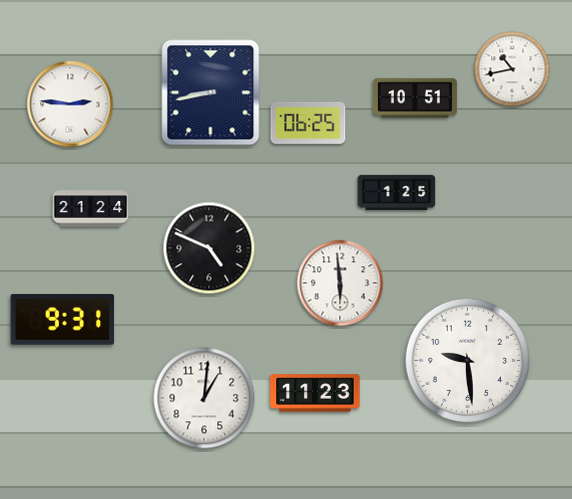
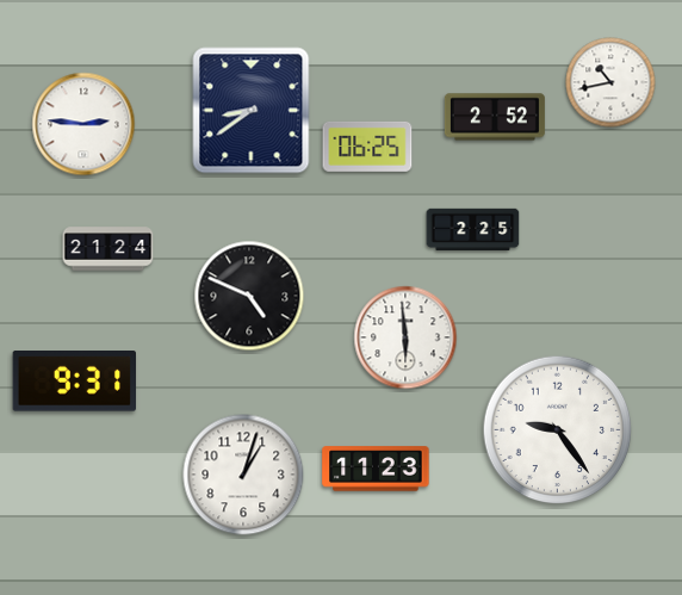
clock at (211, 93): 8:43 -> 8:39
clock at (415, 98): 10:51 -> 2:52
clock at (397, 192): 1:25 -> 2:25
clock at (468, 361): 9:29 -> 9:24
clock at (204, 398): 1:01 -> 1:03
